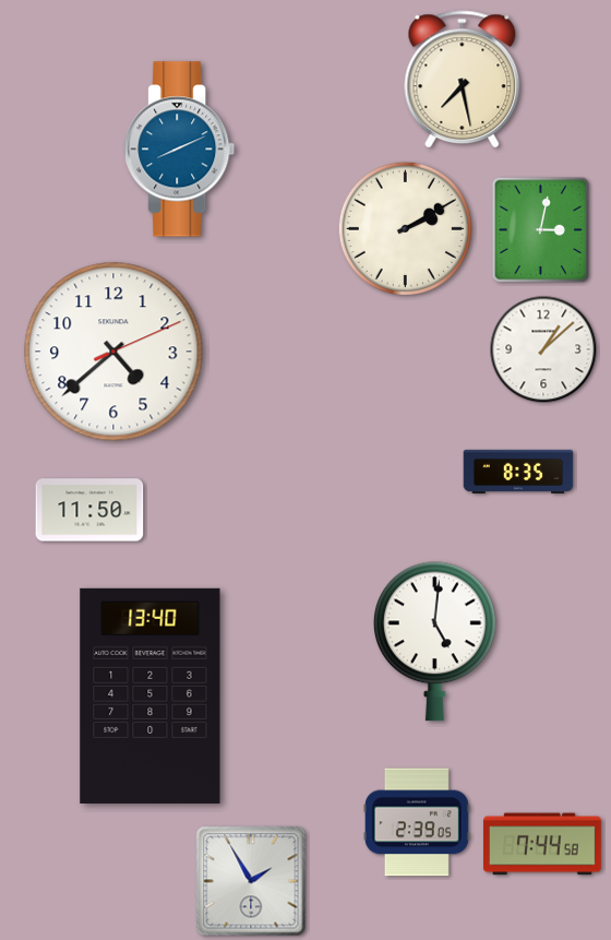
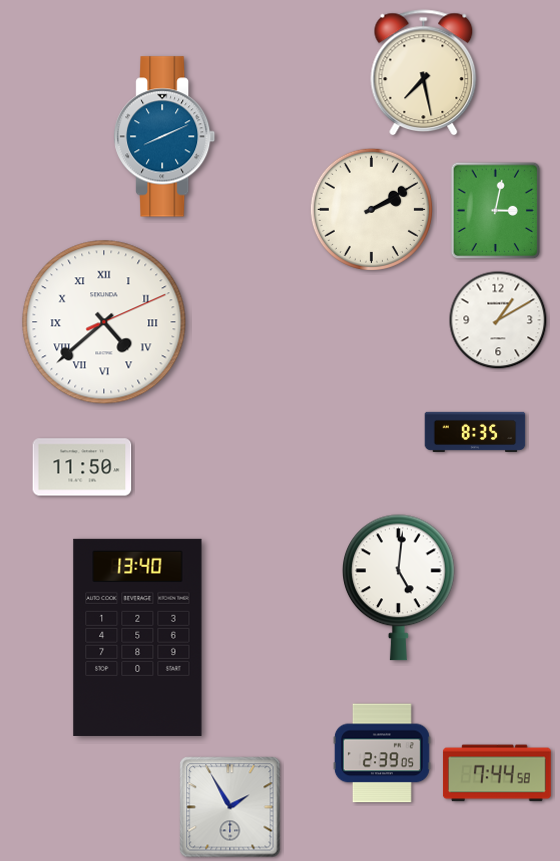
clock at (543, 349): 1:08 -> 1:10
clock at (113, 352) numerals: Arabic -> Roman
